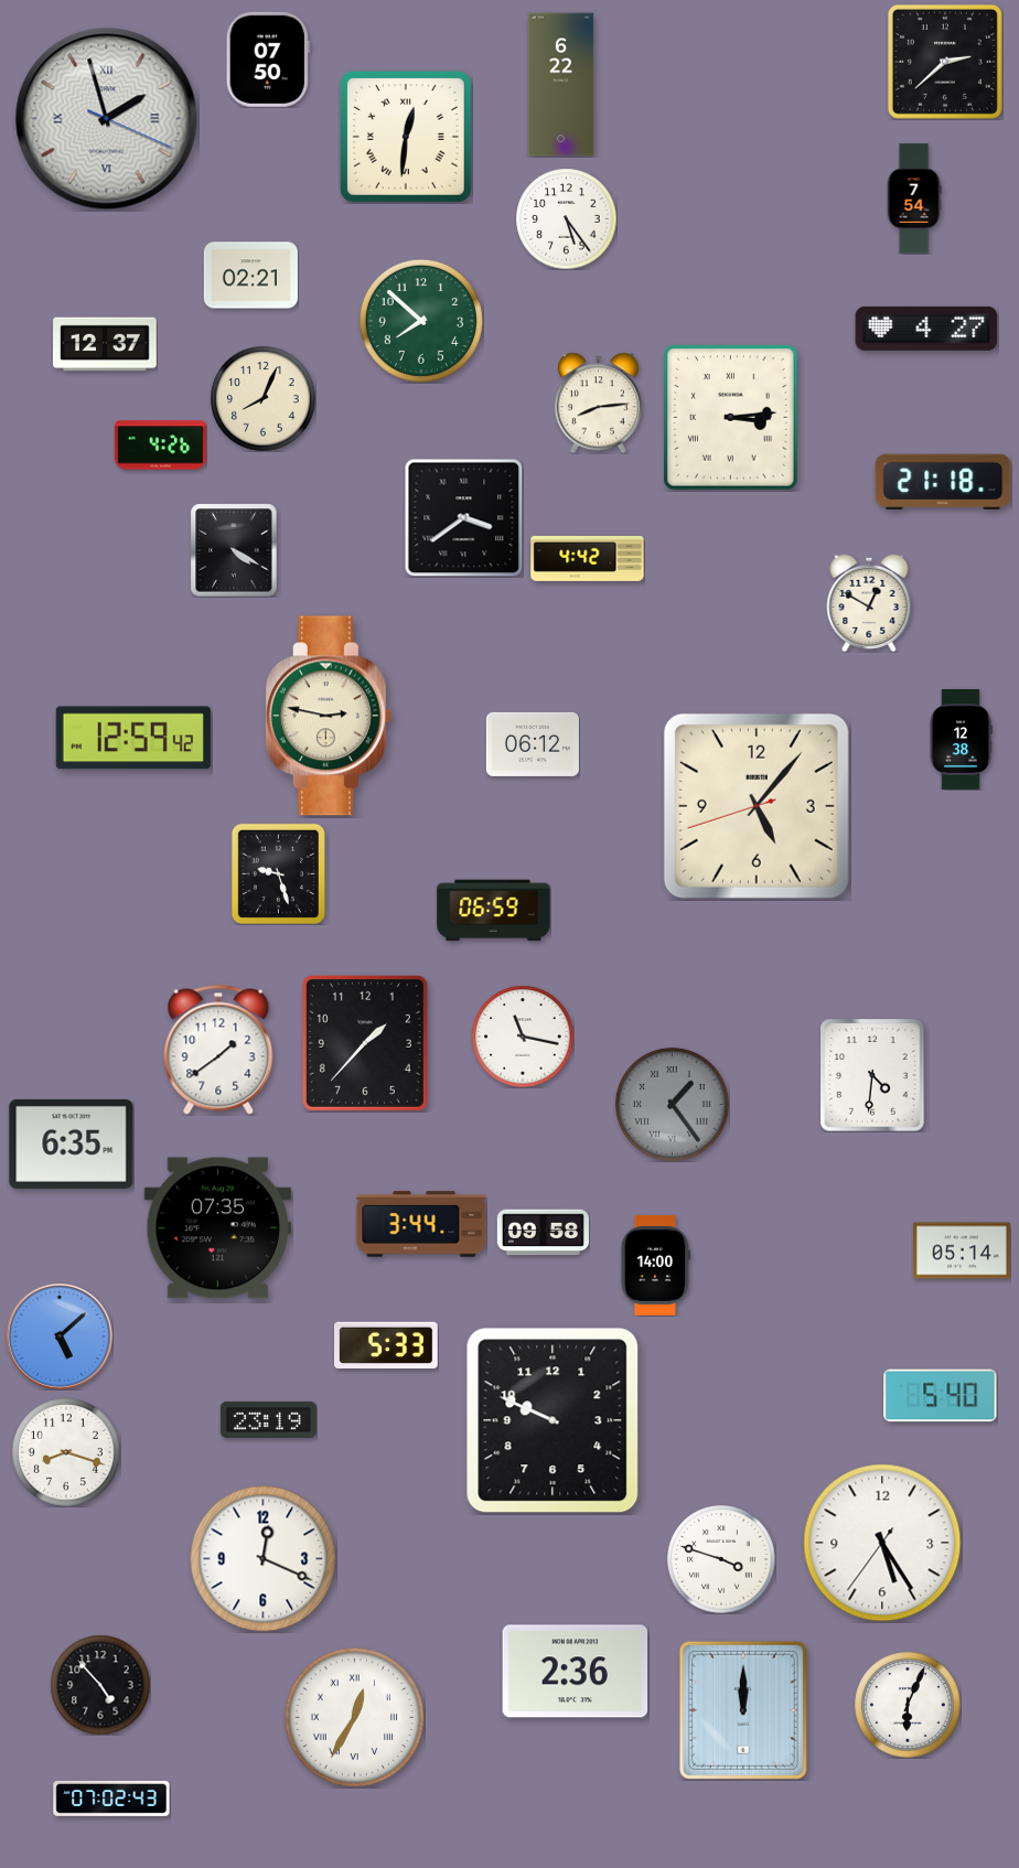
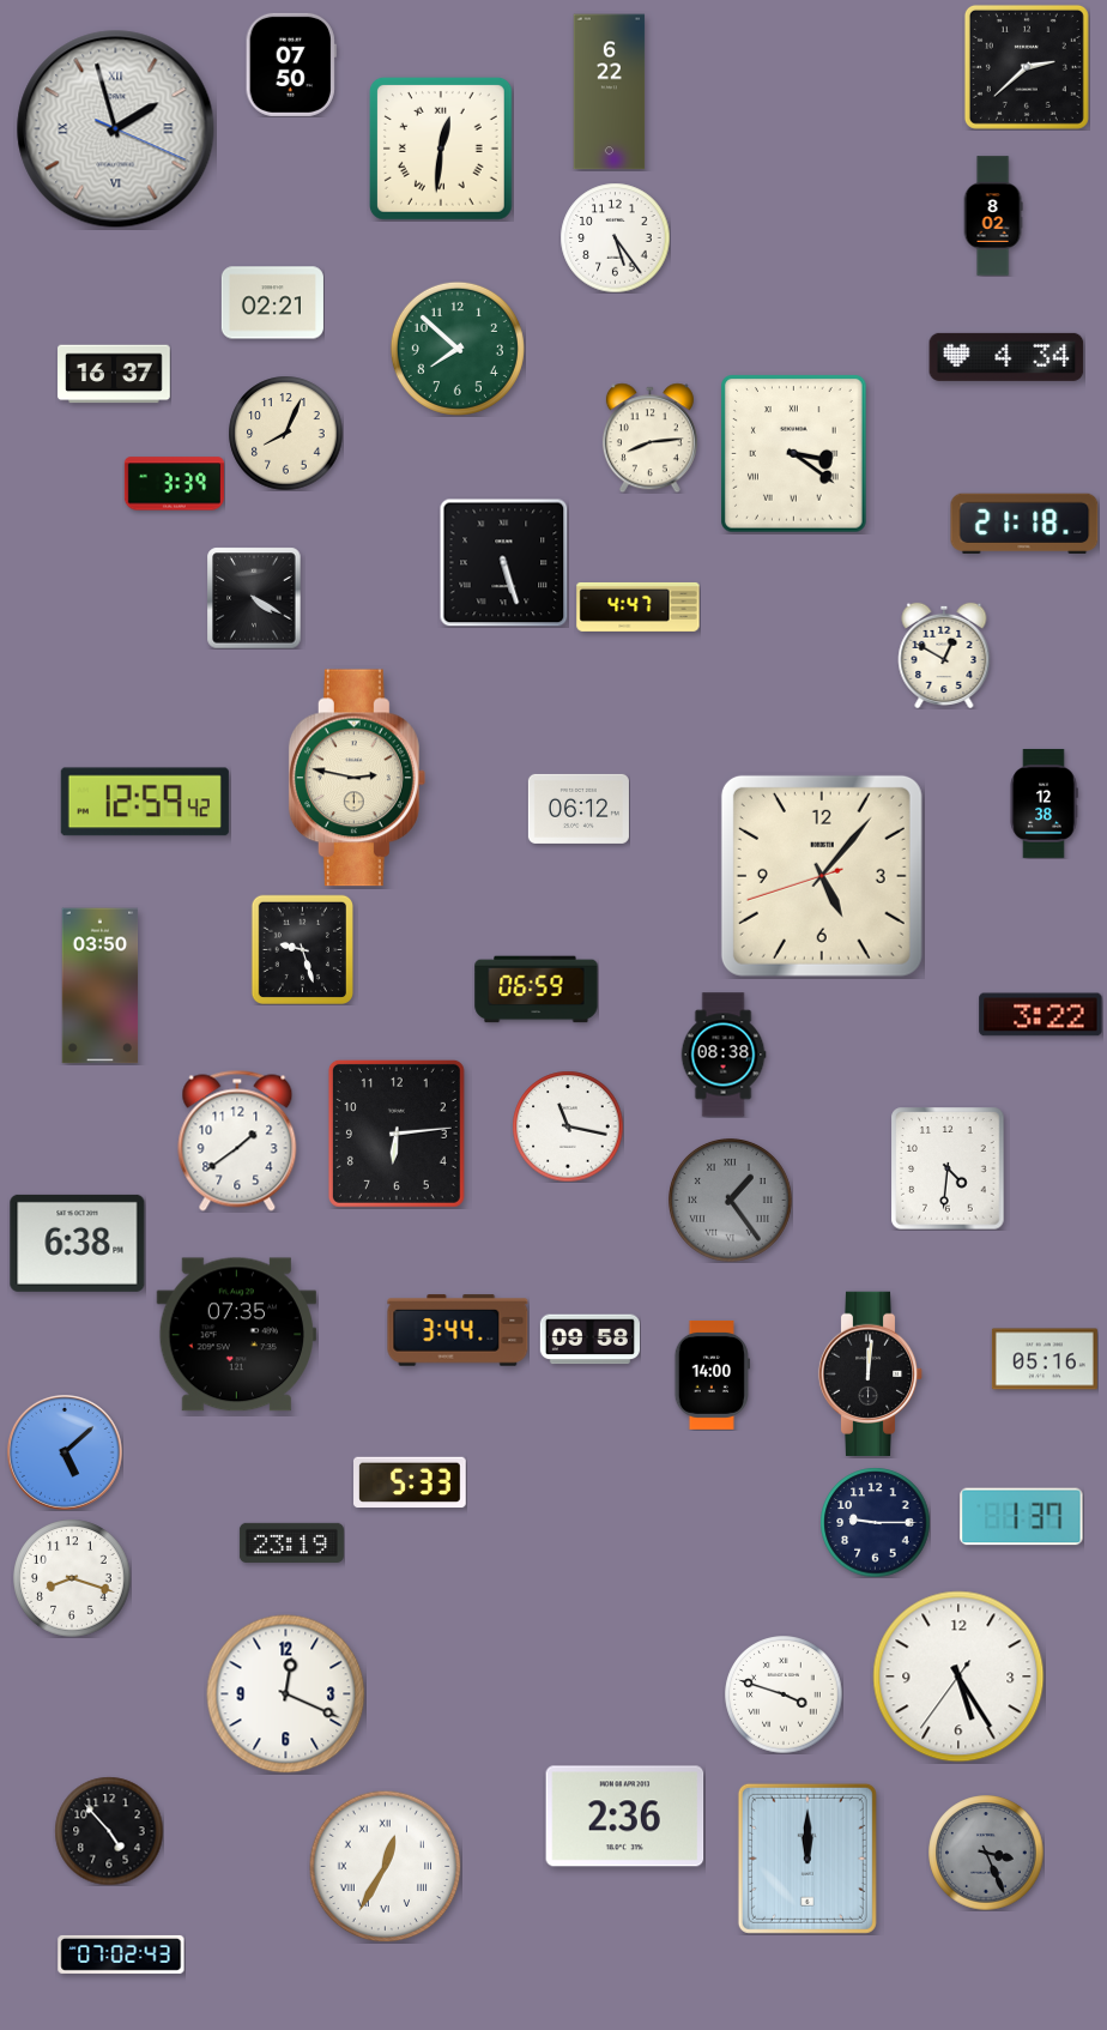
clock at (914, 198): 7:54 -> 8:02
clock at (250, 276) position: (250, 276) -> (272, 303)
clock at (926, 329): 4:27 -> 4:34
clock at (105, 344): 12:37 -> 16:37
clock at (731, 418): 3:14 -> 3:21
clock at (160, 445): 4:26 -> 3:39
clock at (463, 517): 3:39 -> 5:27
clock at (588, 558): 4:42 -> 4:47
clock at (101, 986): none -> 03:50
clock at (1041, 1015): none -> 3:22
clock at (724, 1055): none -> 08:38
clock at (365, 1043): 1:37 -> 6:14
clock at (72, 1144): 6:35 -> 6:38
clock at (962, 1250): 05:14 -> 05:16
clock at (871, 1373): none -> 12:01
clock at (387, 1345) position: (387, 1345) -> (411, 1482)
clock at (941, 1396): 5:40 -> 1:37
clock at (875, 1522): none -> 9:15
clock at (553, 1420): 9:49 -> none
clock at (908, 1705): 6:04 -> 3:26
clock at (908, 1705) dial: white -> grey
